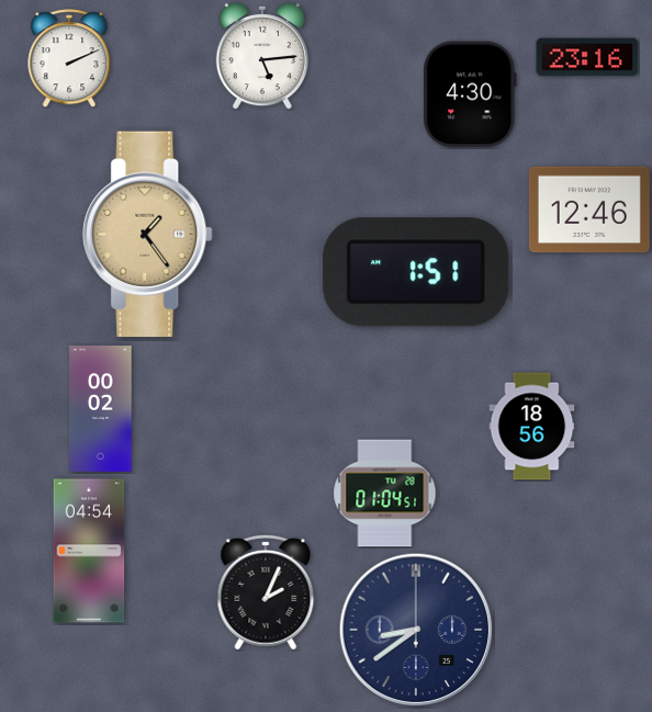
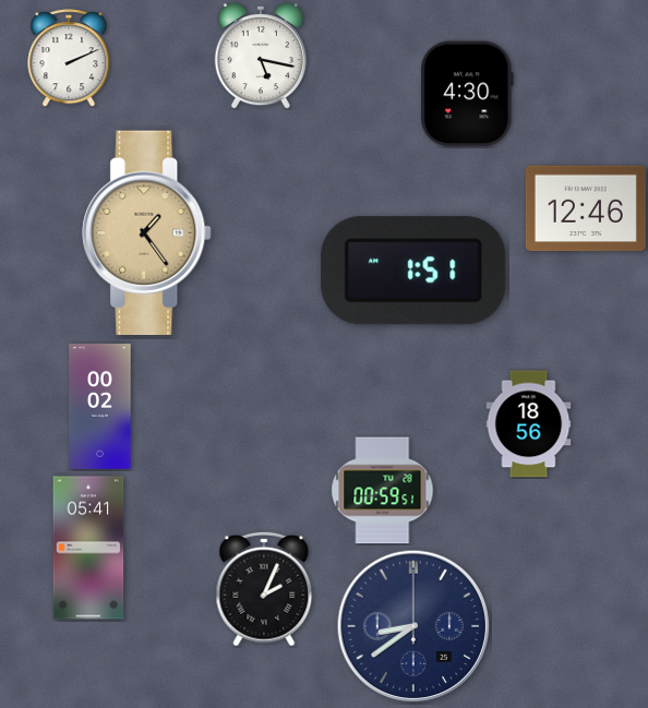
clock at (262, 56): 5:14 -> 5:17
clock at (587, 57): 23:16 -> none
clock at (385, 494): 01:04 -> 00:59
clock at (89, 551): 04:54 -> 05:41
